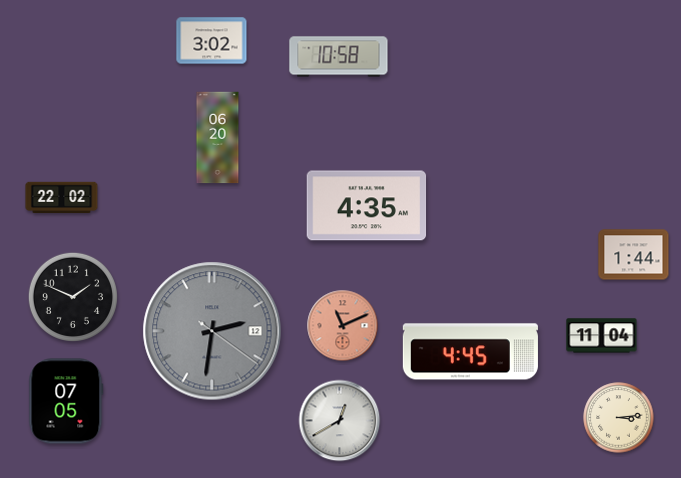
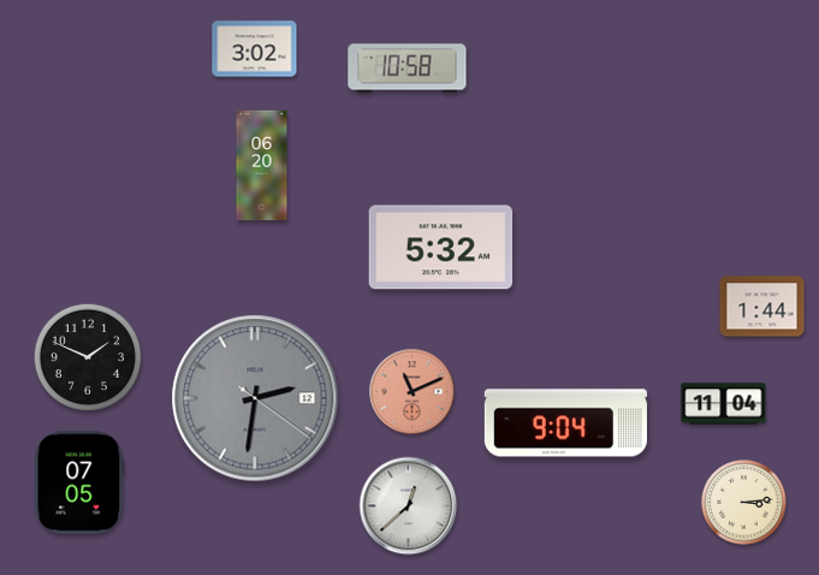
clock at (62, 198): 22:02 -> none
clock at (367, 206): 4:35 -> 5:32
clock at (470, 352): 4:45 -> 9:04
clock at (340, 421): 12:40 -> 12:38
